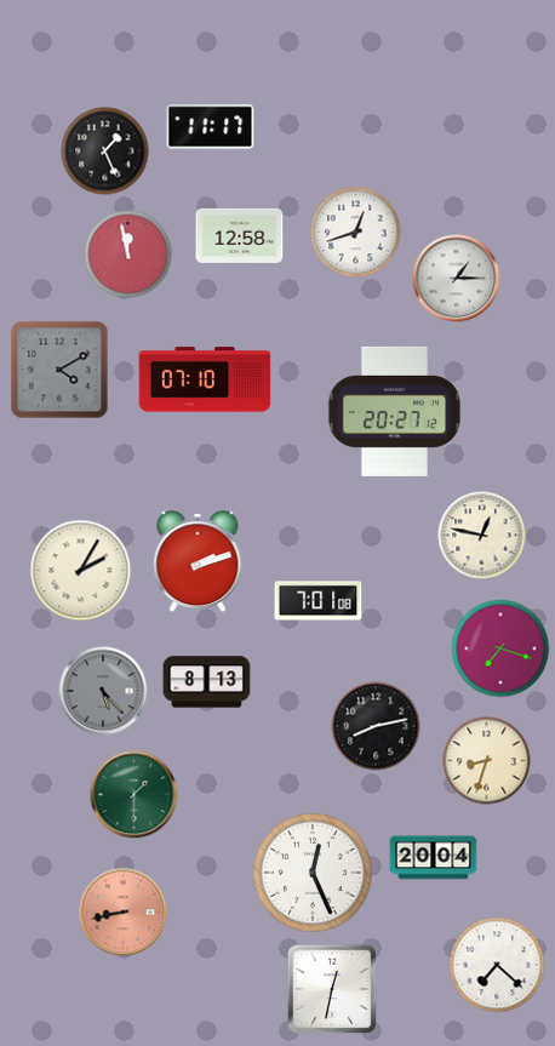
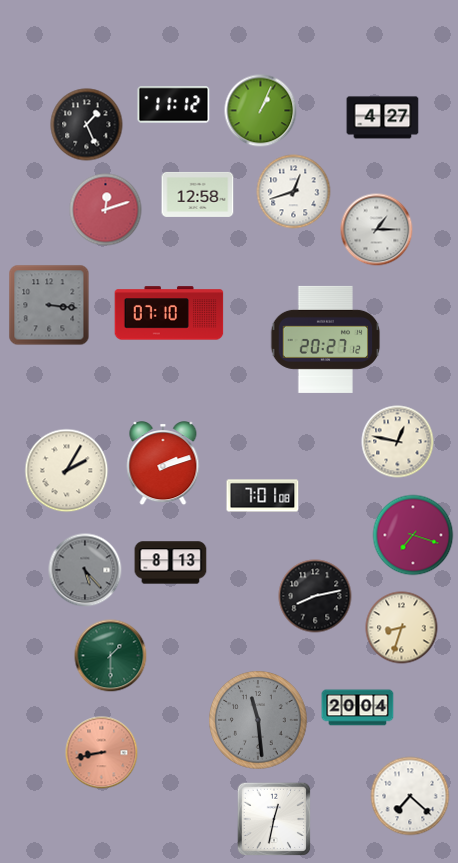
clock at (211, 127): 11:17 -> 11:12
clock at (261, 111): none -> 1:04
clock at (383, 118): none -> 4:27
clock at (128, 255): 11:58 -> 12:12
clock at (59, 370): 4:10 -> 3:16
clock at (376, 726) position: (376, 726) -> (315, 596)
clock at (314, 874): 12:26 -> 11:29
clock at (314, 874) dial: white -> grey
clock at (332, 989) position: (332, 989) -> (274, 819)
